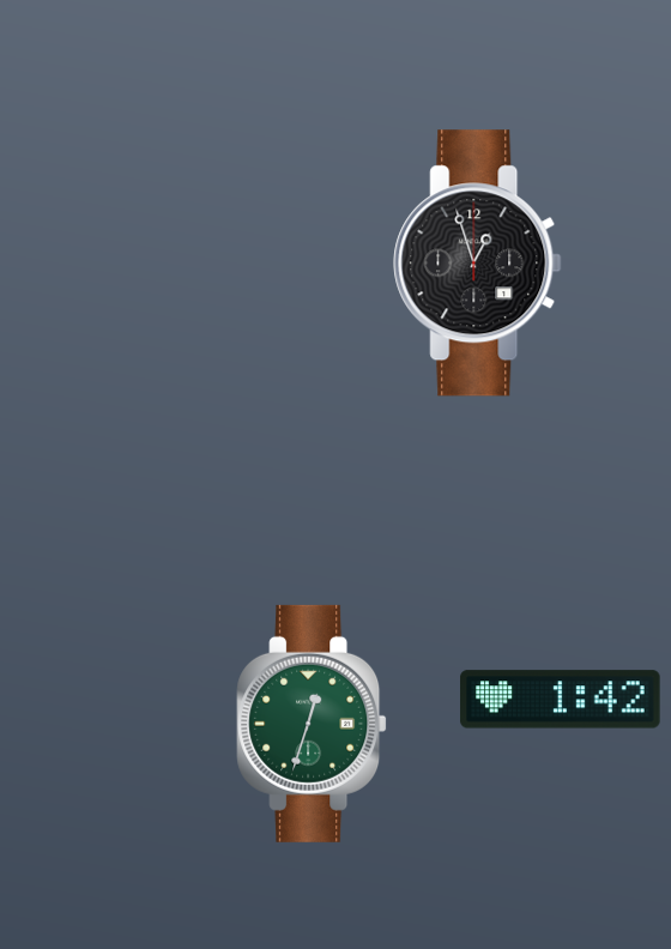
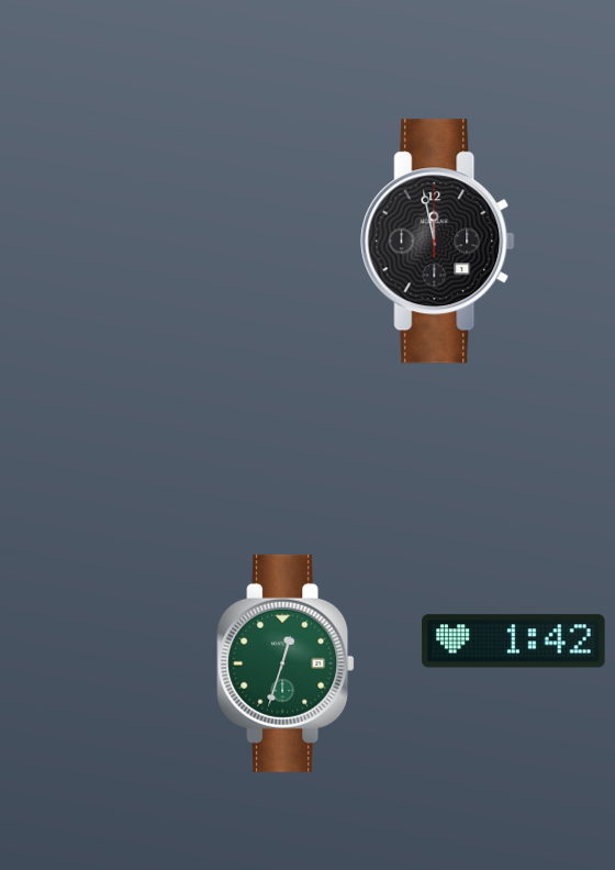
clock at (478, 264): 12:57 -> 11:58
